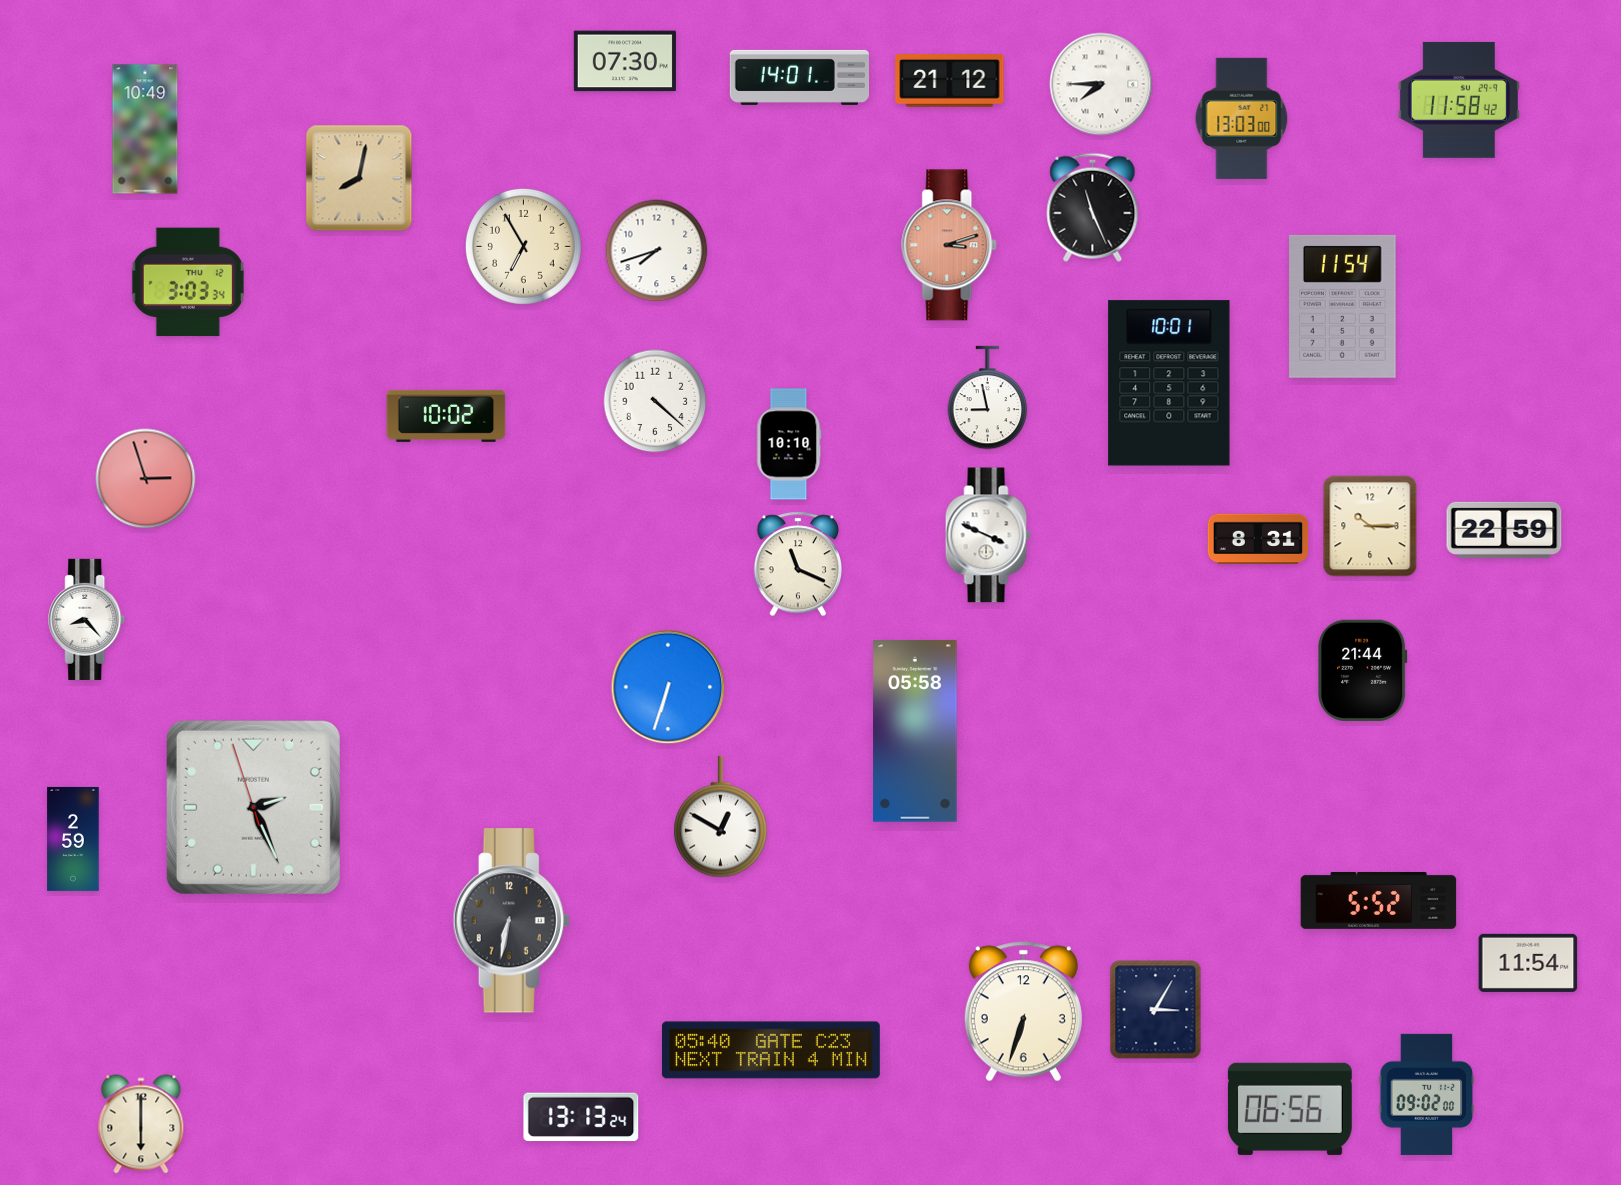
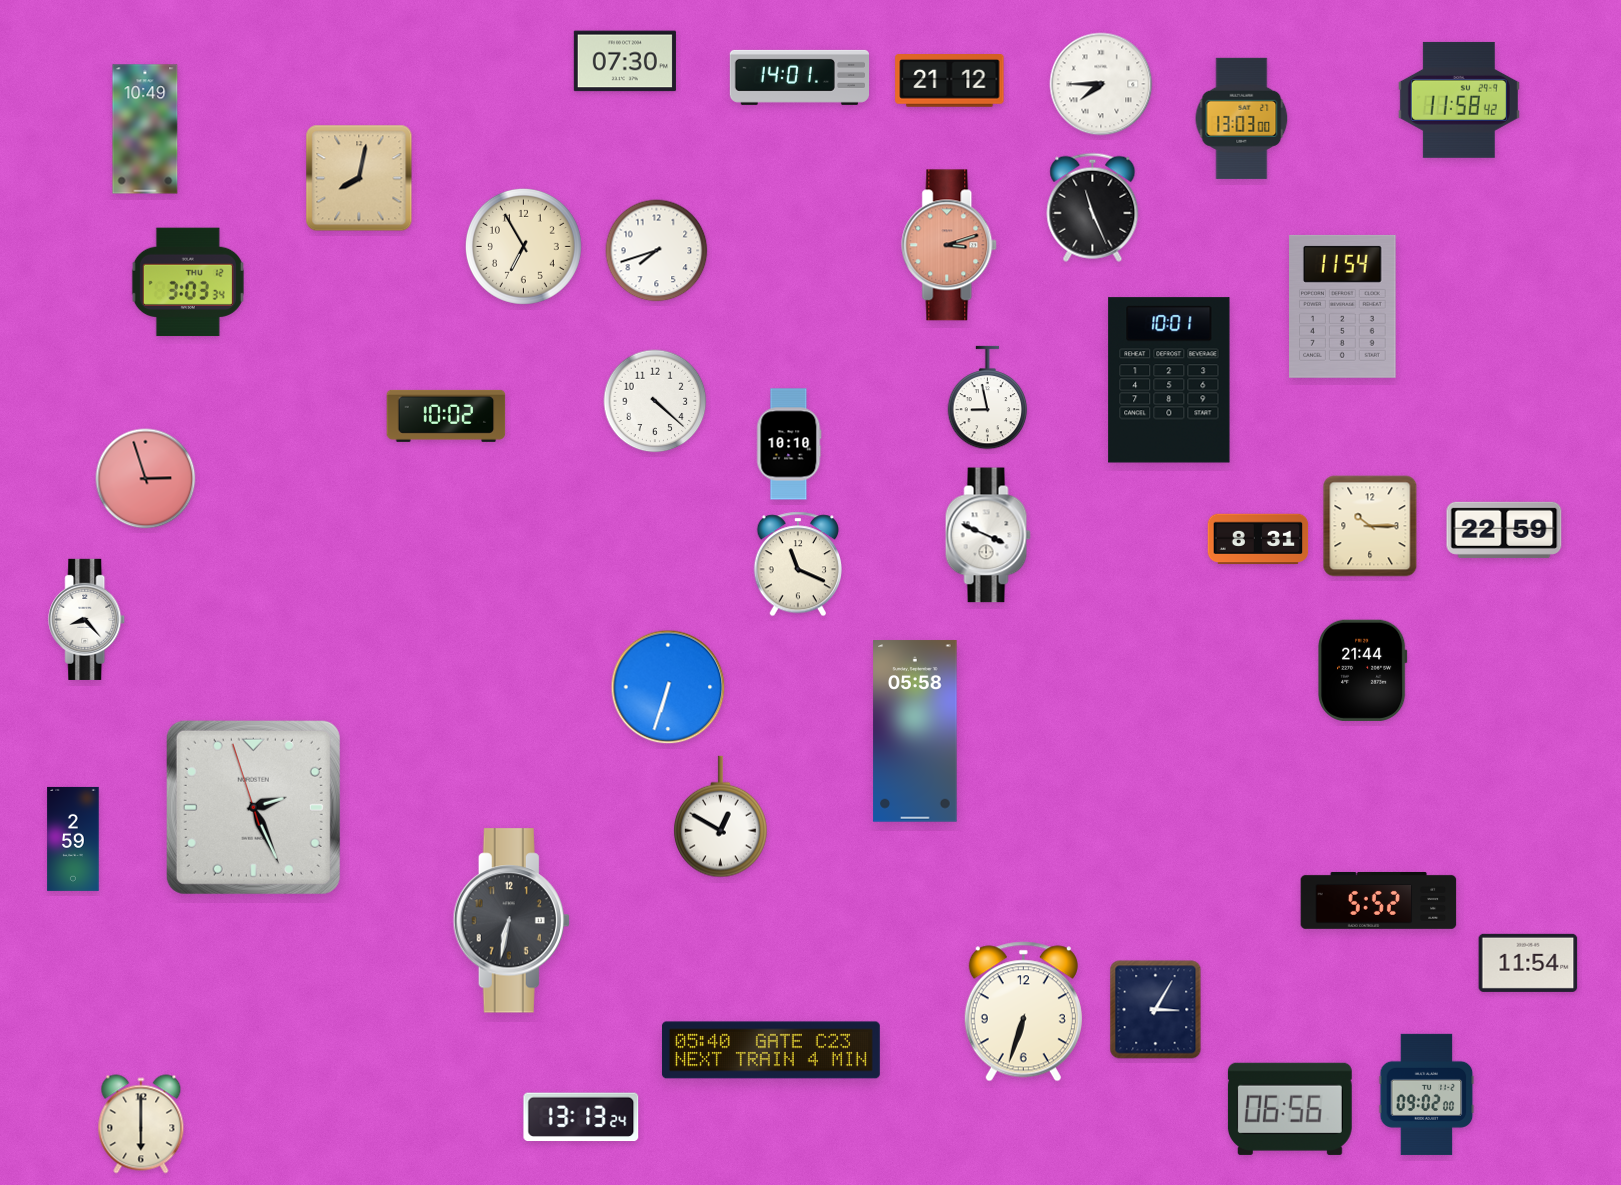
clock at (1169, 383) position: (1169, 383) -> (1169, 380)
